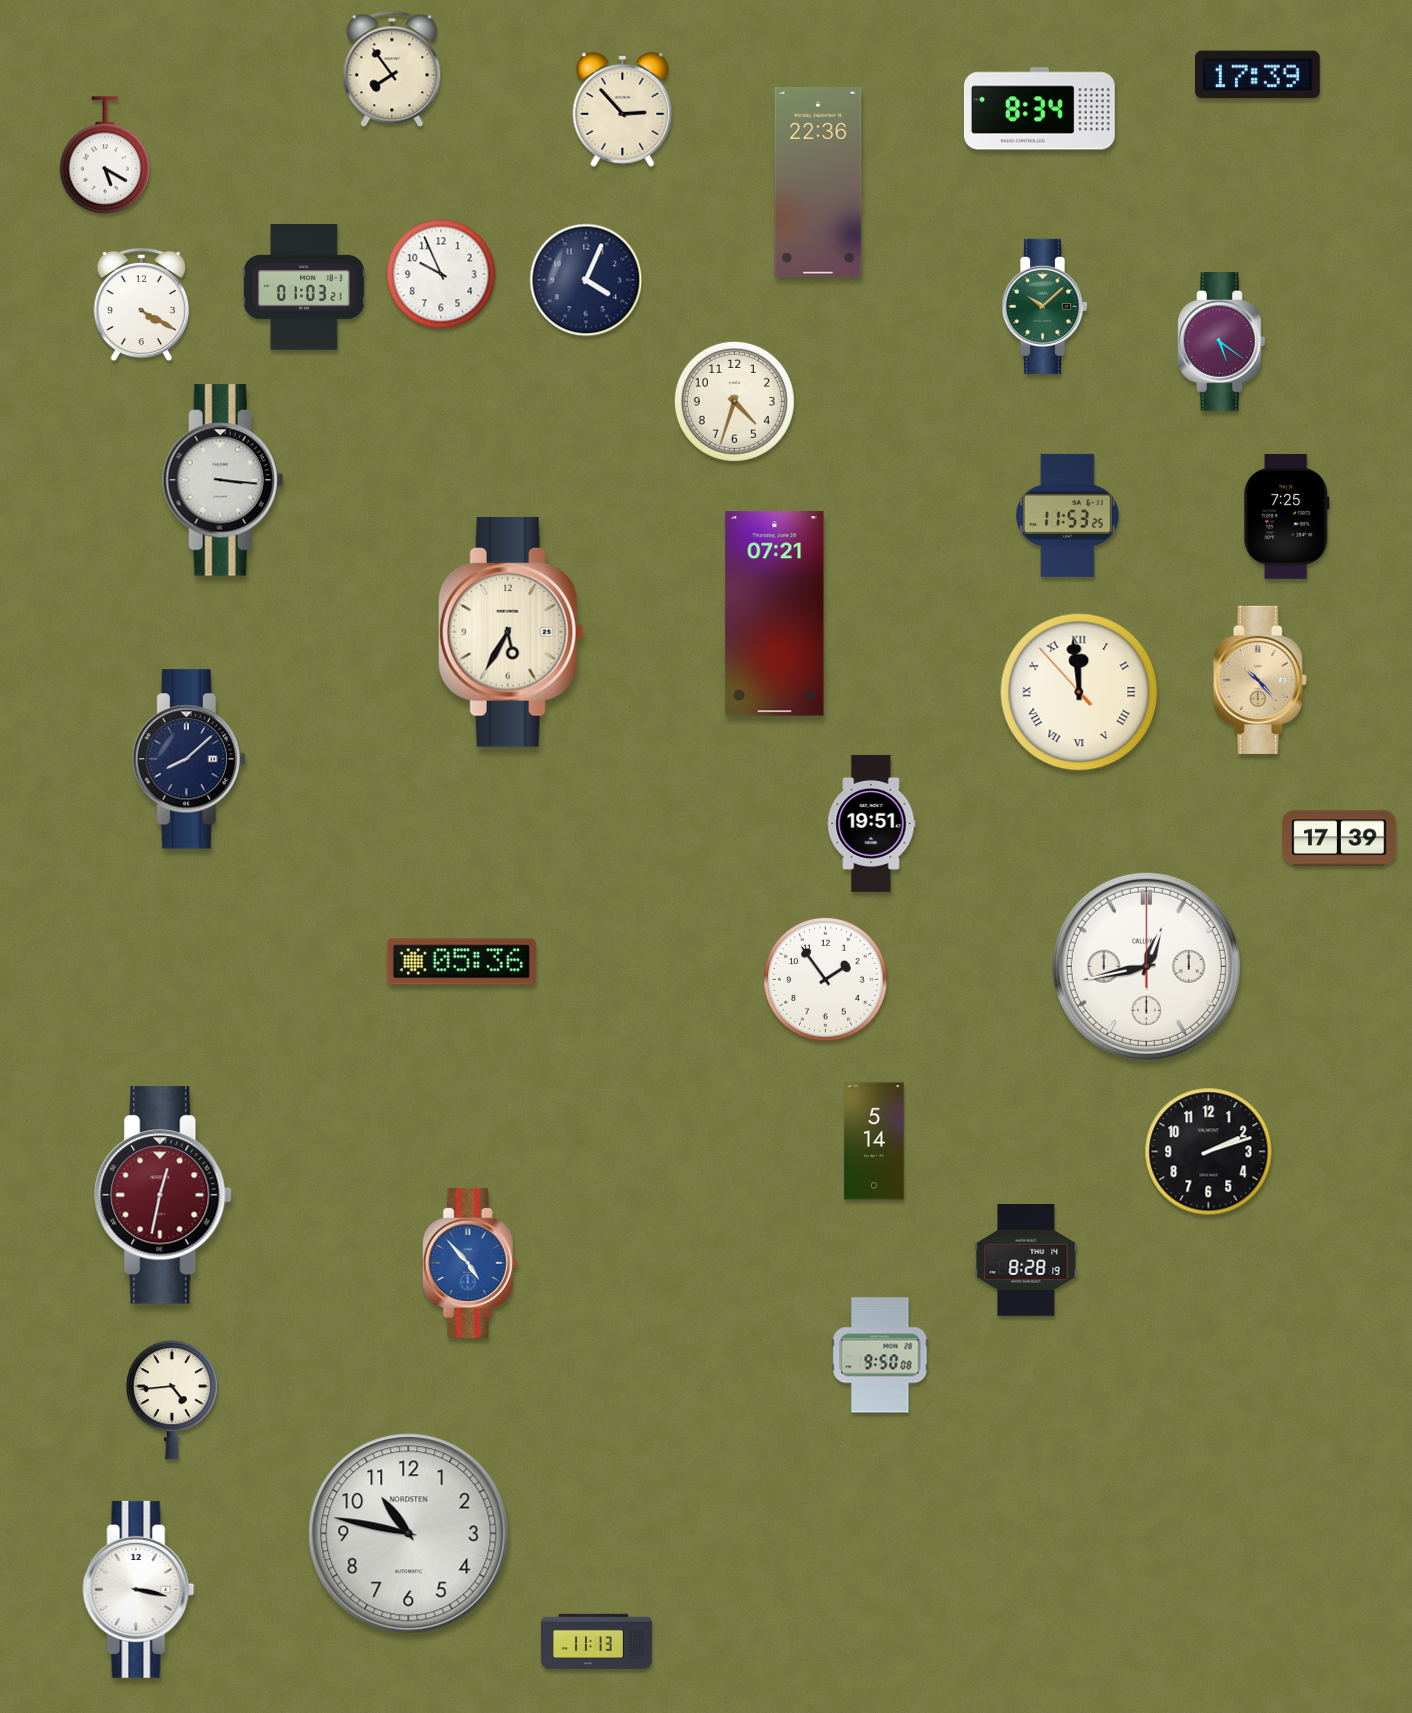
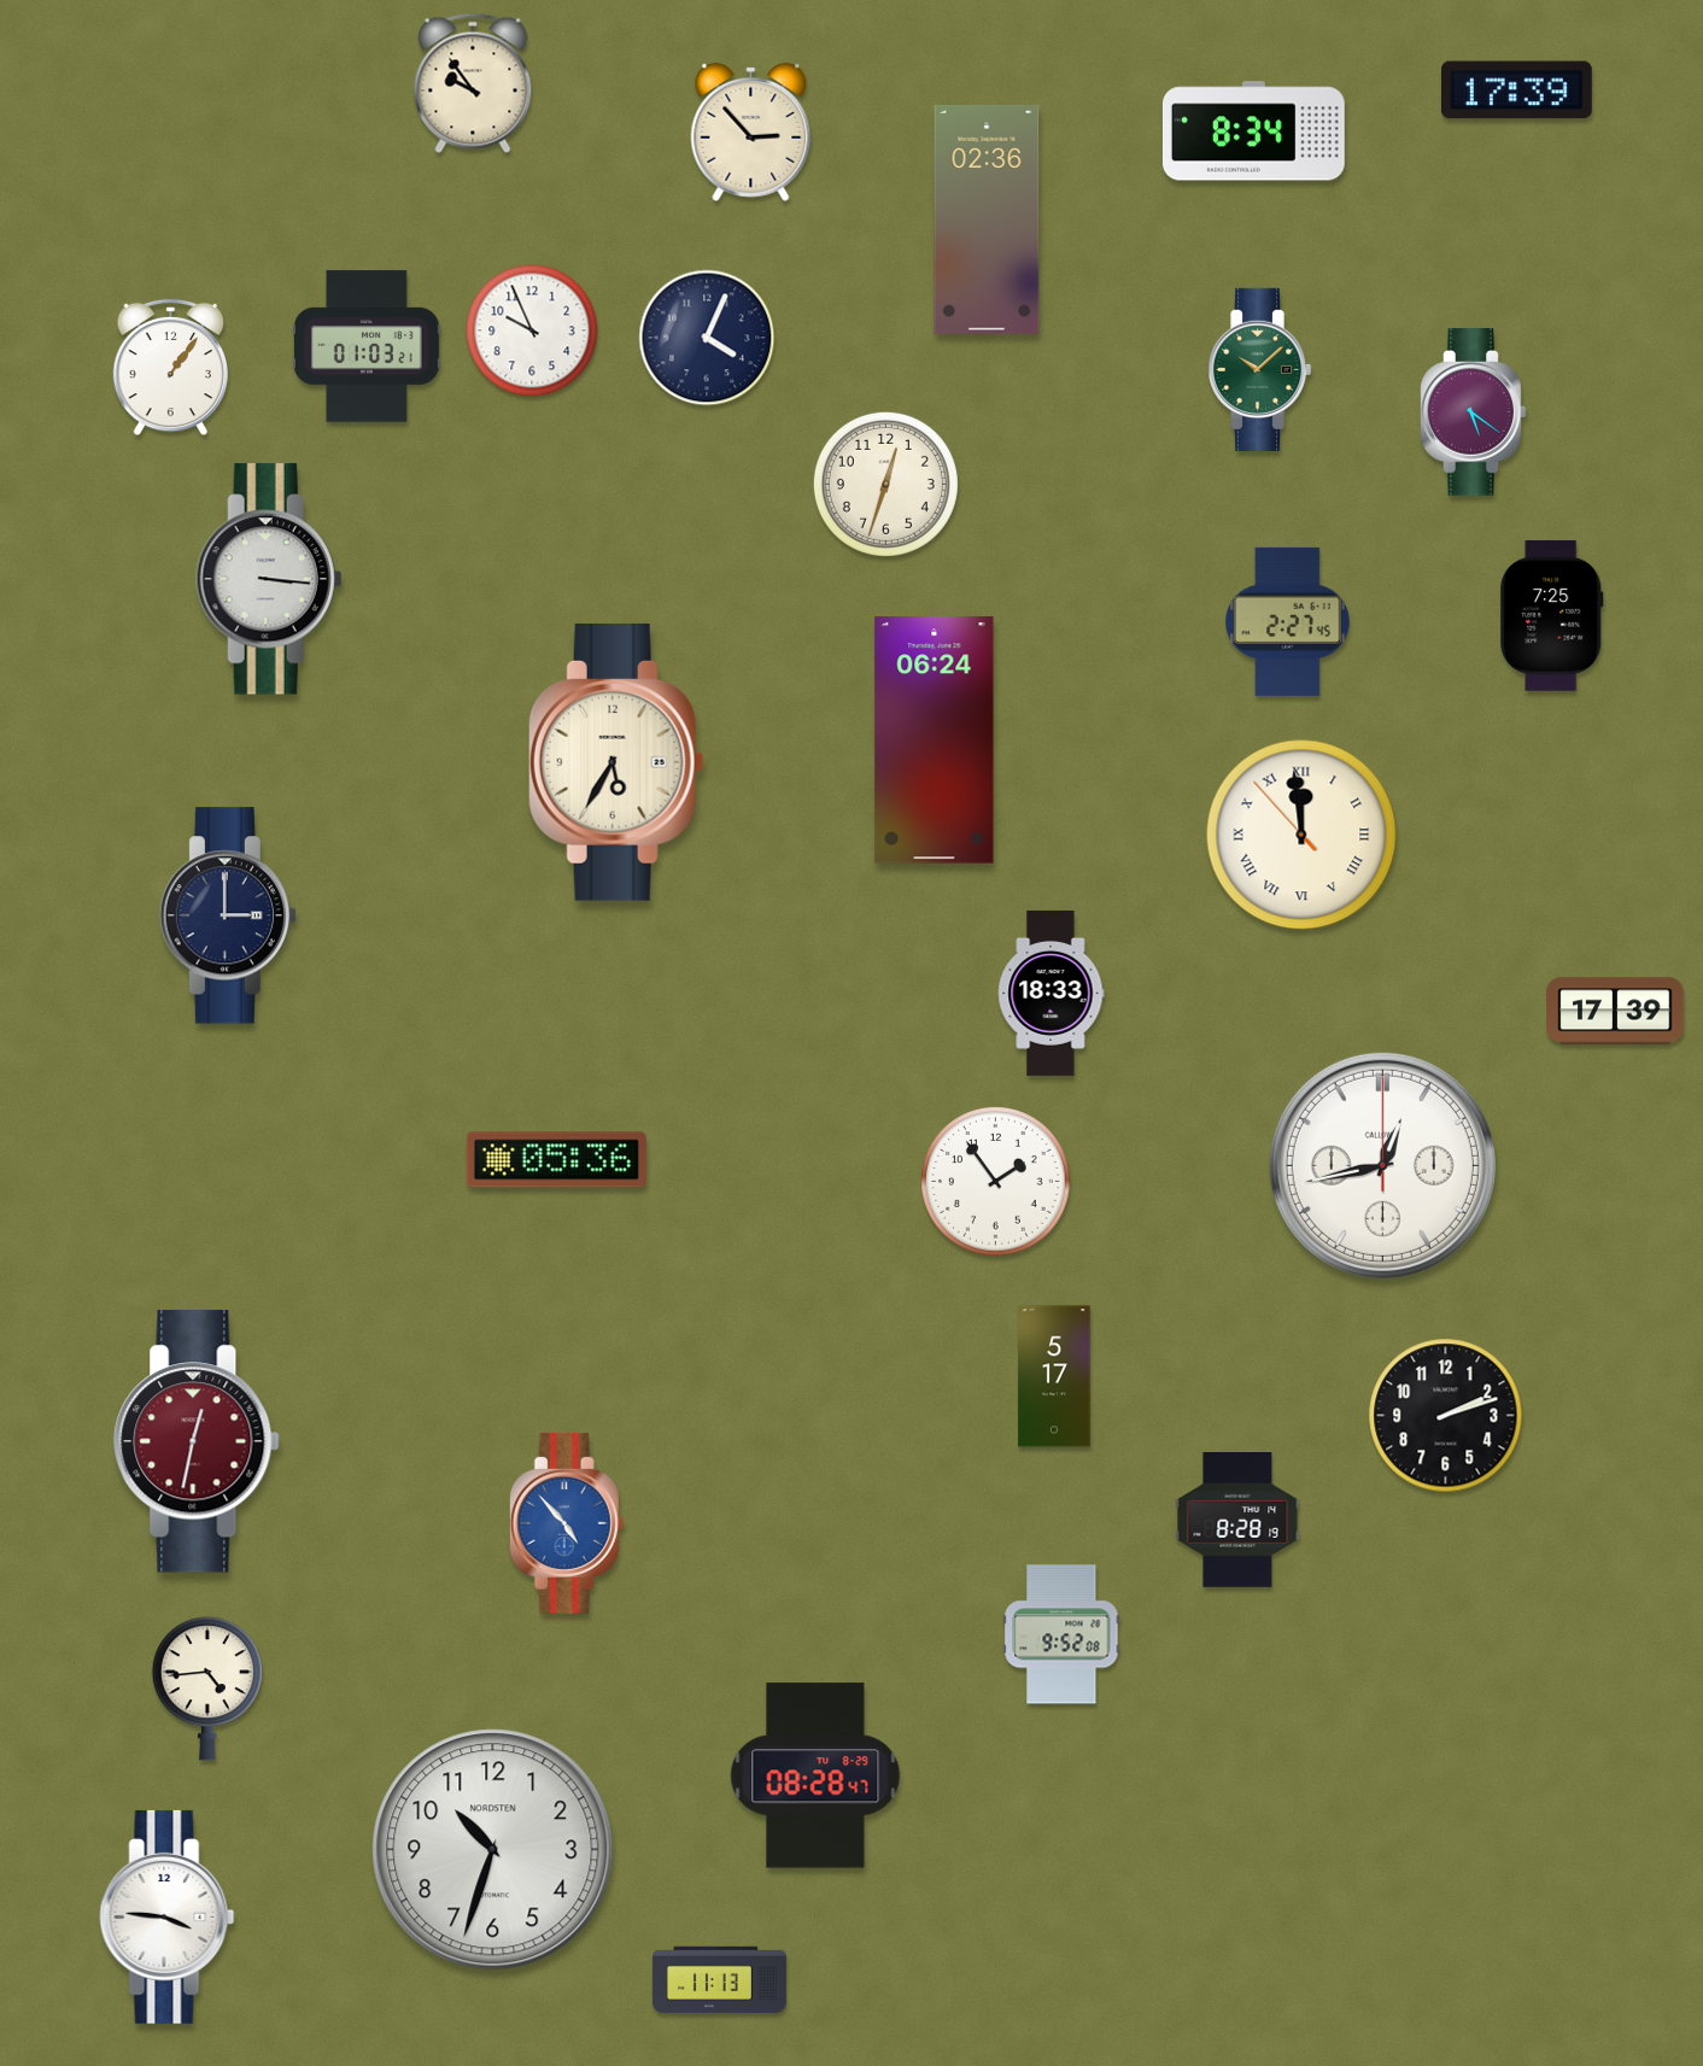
clock at (392, 69): 7:54 -> 9:54
clock at (105, 155): 5:20 -> none
clock at (818, 182): 22:36 -> 02:36
clock at (142, 305): 4:20 -> 1:06
clock at (734, 401): 4:33 -> 12:33
clock at (1068, 515): 11:53 -> 2:27
clock at (1287, 516) position: (1287, 516) -> (1552, 615)
clock at (775, 614): 07:21 -> 06:24
clock at (1260, 680): 10:23 -> none
clock at (188, 759): 8:08 -> 3:00
clock at (872, 823): 19:51 -> 18:33
clock at (874, 1141): 5:14 -> 5:17
clock at (1209, 1152) position: (1209, 1152) -> (1446, 1416)
clock at (880, 1355): 9:50 -> 9:52
clock at (815, 1775): none -> 08:28
clock at (409, 1534): 10:47 -> 10:33
clock at (139, 1589): 3:17 -> 3:46
